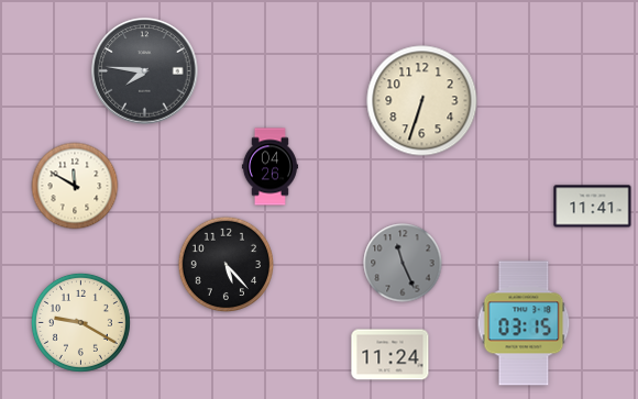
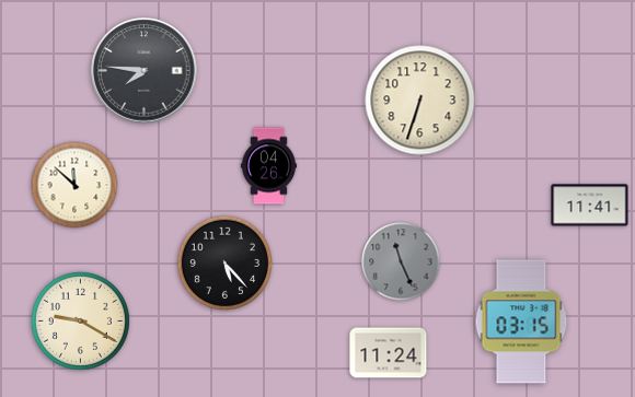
clock at (75, 186): 11:50 -> 11:52
